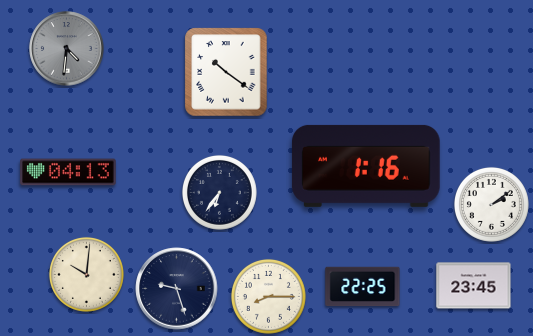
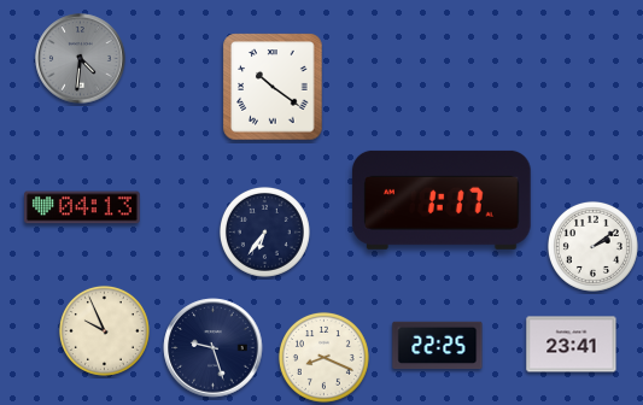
clock at (366, 166): 1:16 -> 1:17
clock at (86, 274): 10:01 -> 9:56
clock at (474, 286): 23:45 -> 23:41
clock at (268, 296): 8:15 -> 8:19
